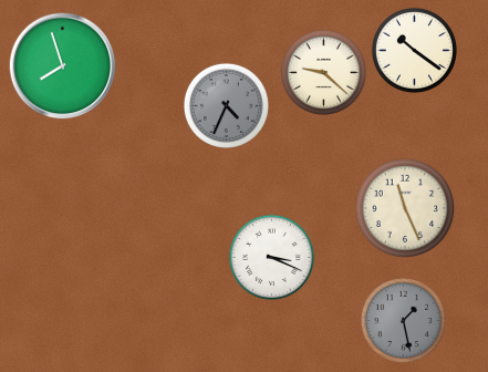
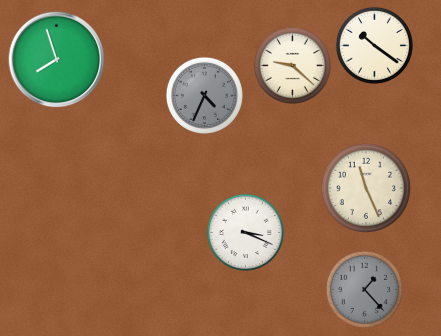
clock at (403, 320): 1:28 -> 1:23
